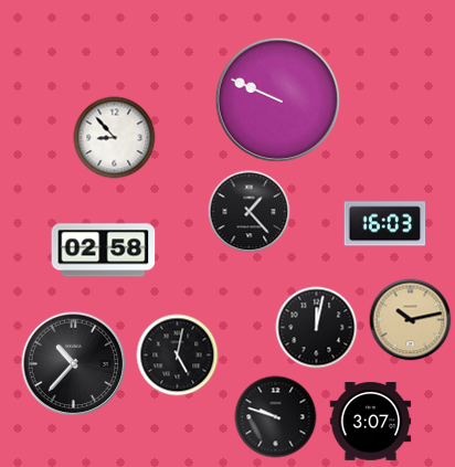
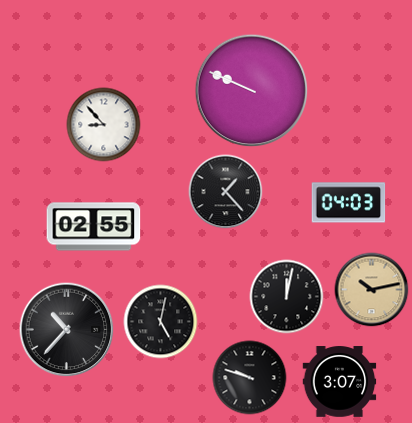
clock at (385, 224): 16:03 -> 04:03
clock at (104, 251): 02:58 -> 02:55
clock at (371, 422) position: (371, 422) -> (340, 382)
